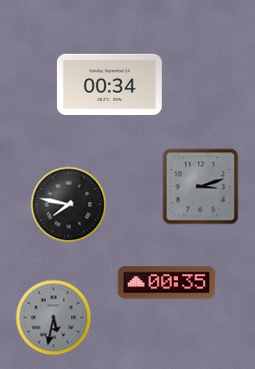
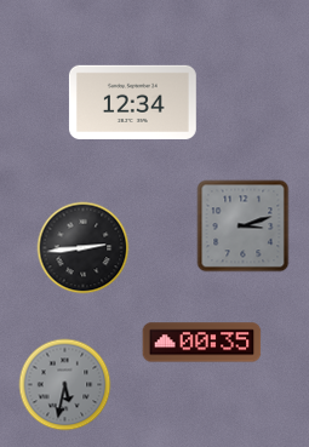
clock at (109, 84): 00:34 -> 12:34
clock at (69, 205): 7:47 -> 2:44
